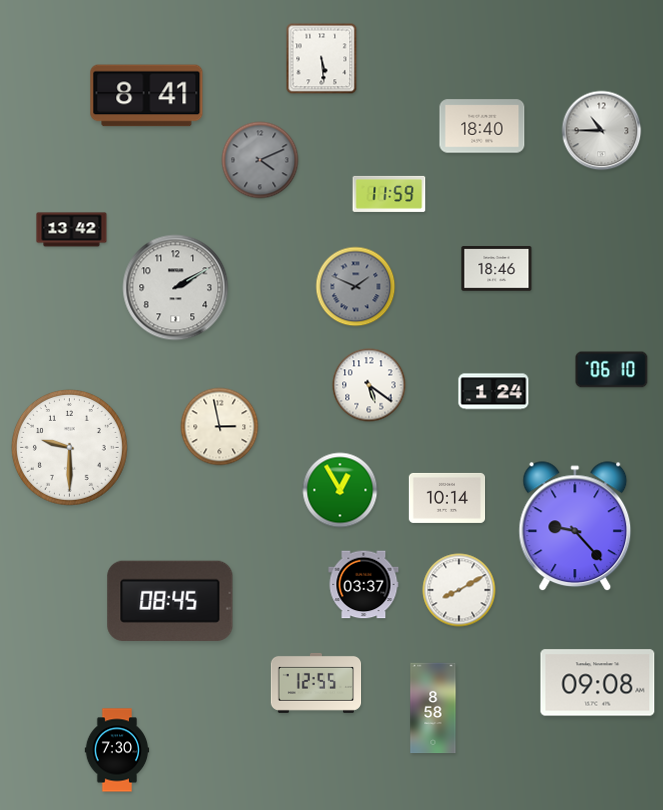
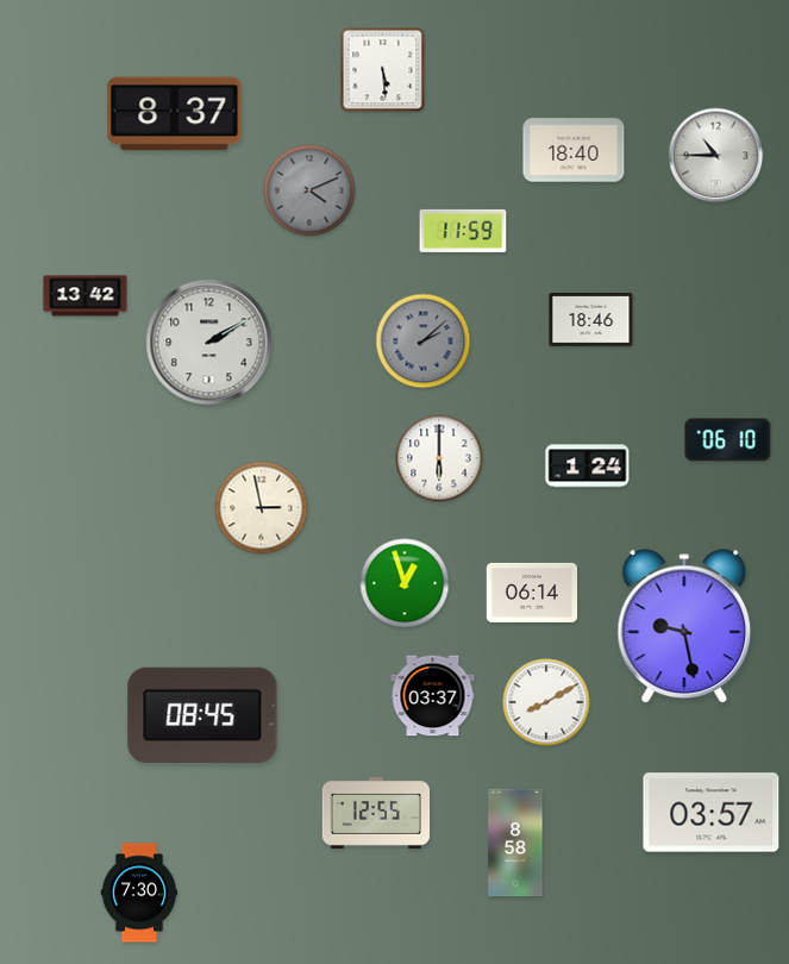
clock at (147, 96): 8:41 -> 8:37
clock at (72, 230) position: (72, 230) -> (86, 296)
clock at (356, 287): 1:49 -> 2:08
clock at (369, 385): 5:21 -> 6:00
clock at (69, 447): 9:30 -> none
clock at (340, 490): 12:55 -> 12:57
clock at (447, 498): 10:14 -> 06:14
clock at (575, 527): 9:23 -> 9:28
clock at (598, 683): 09:08 -> 03:57
